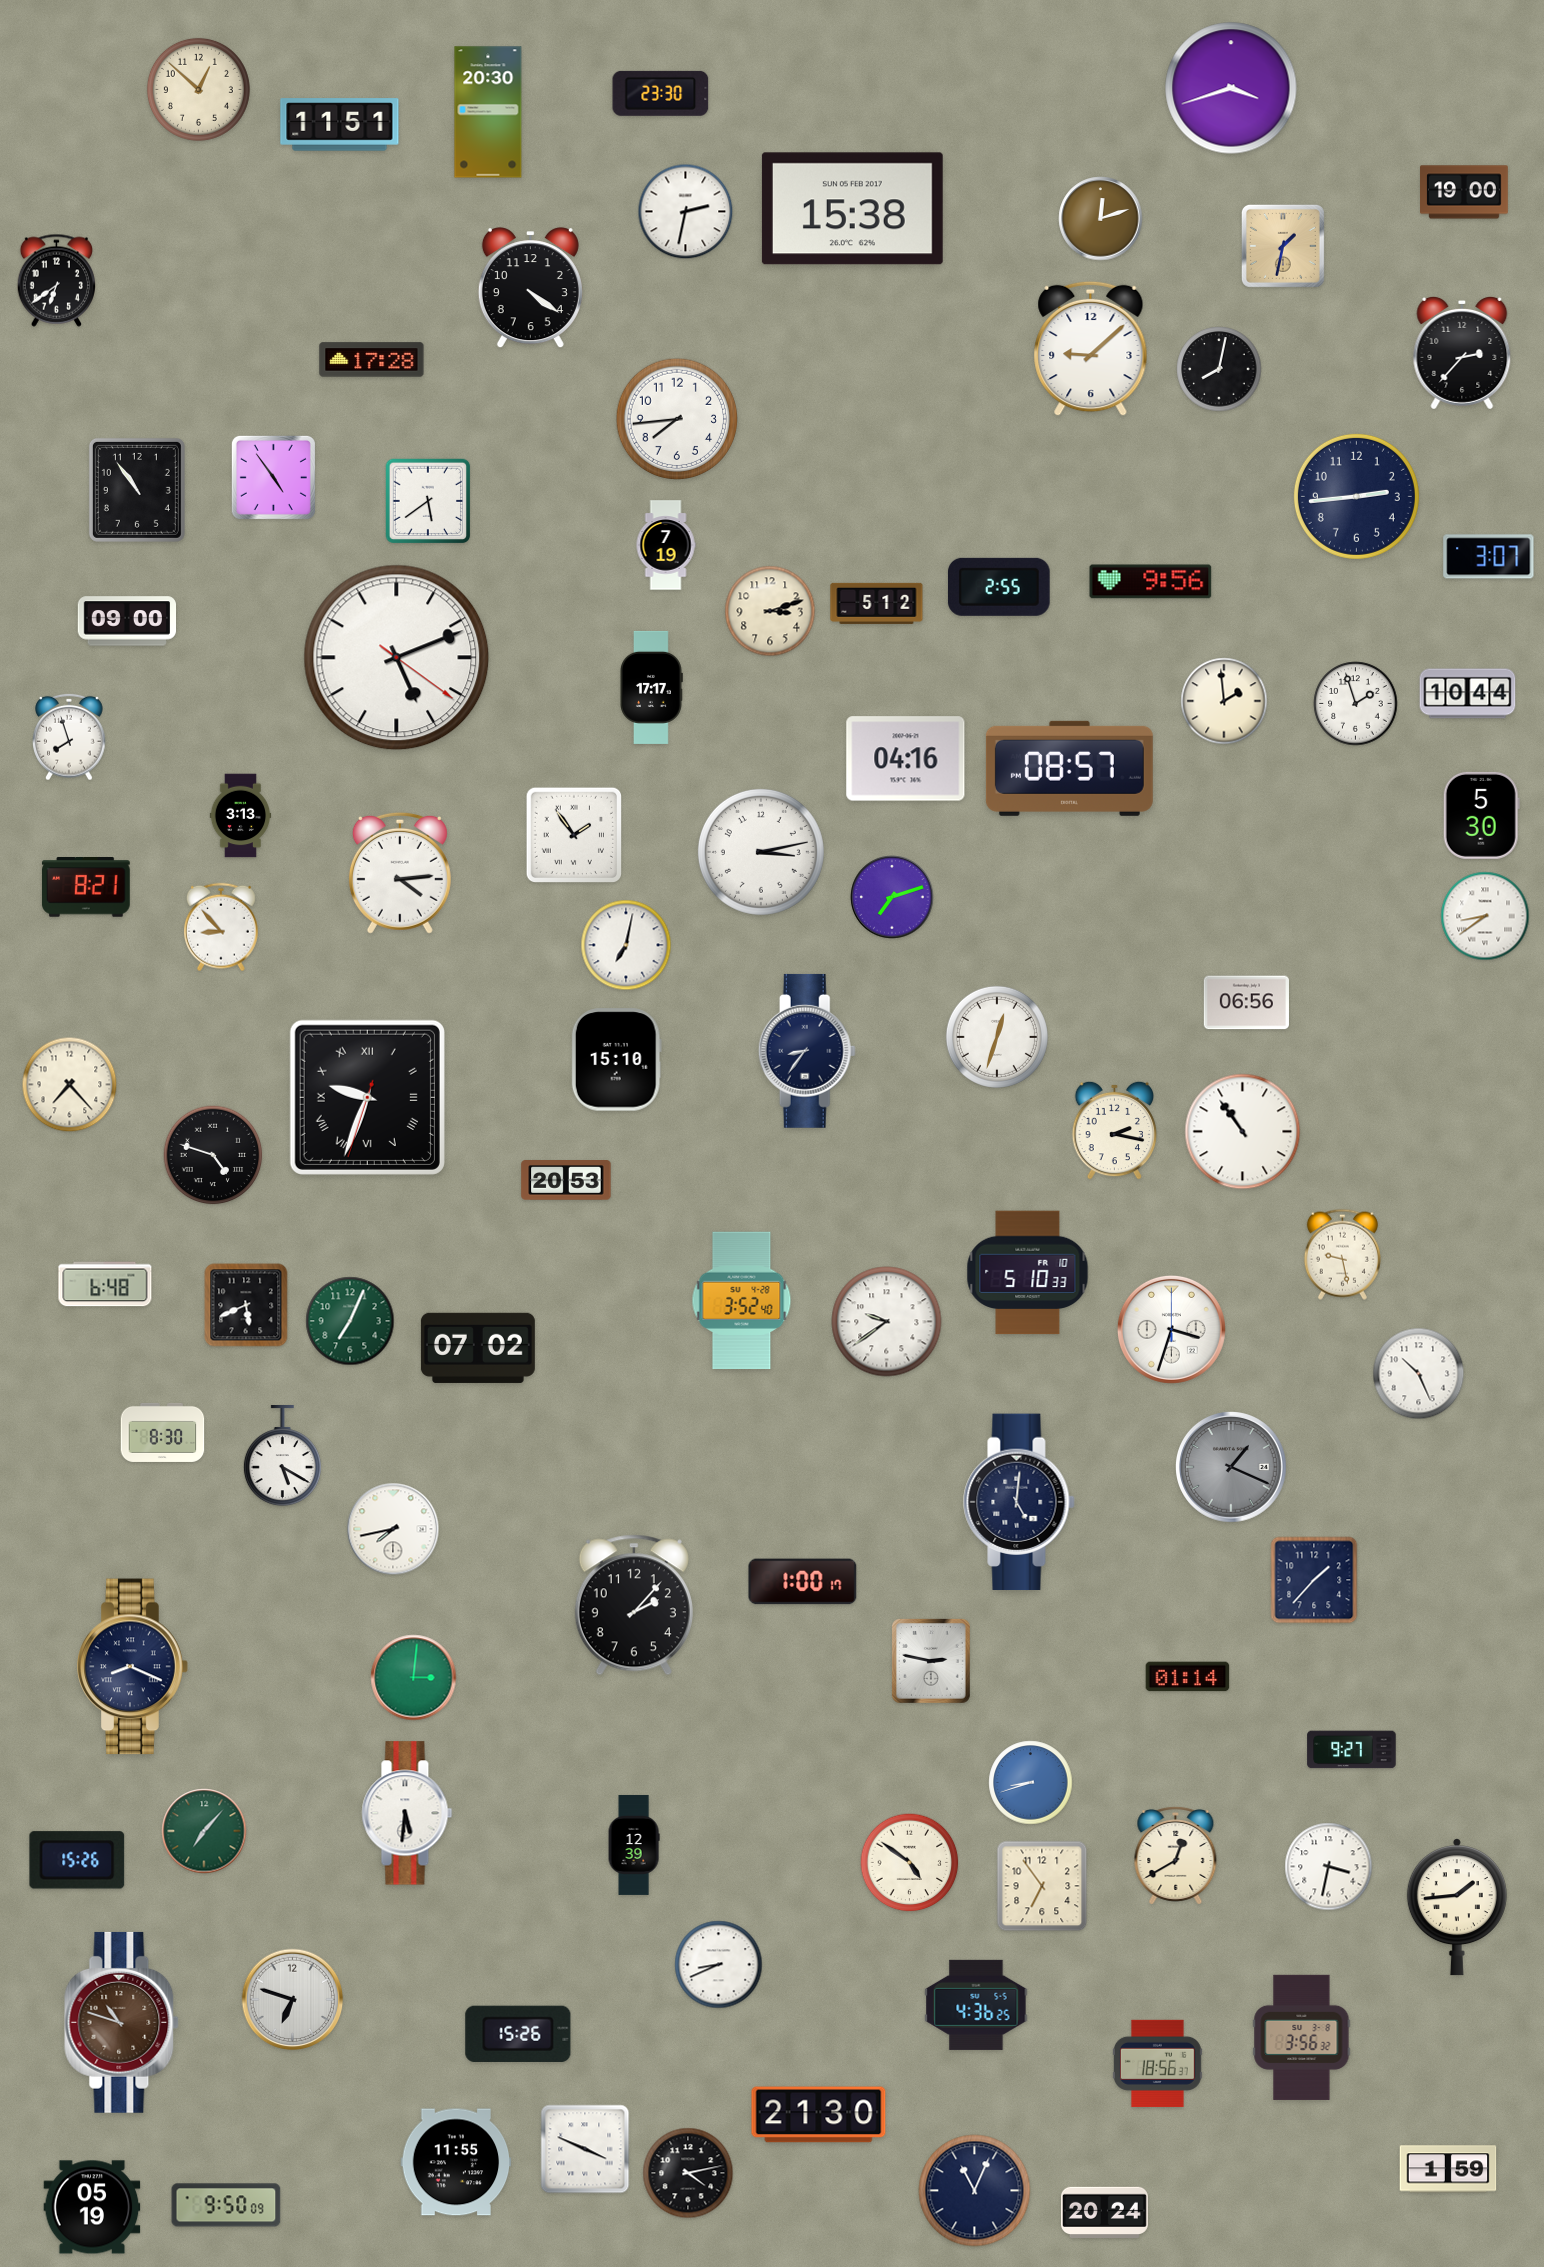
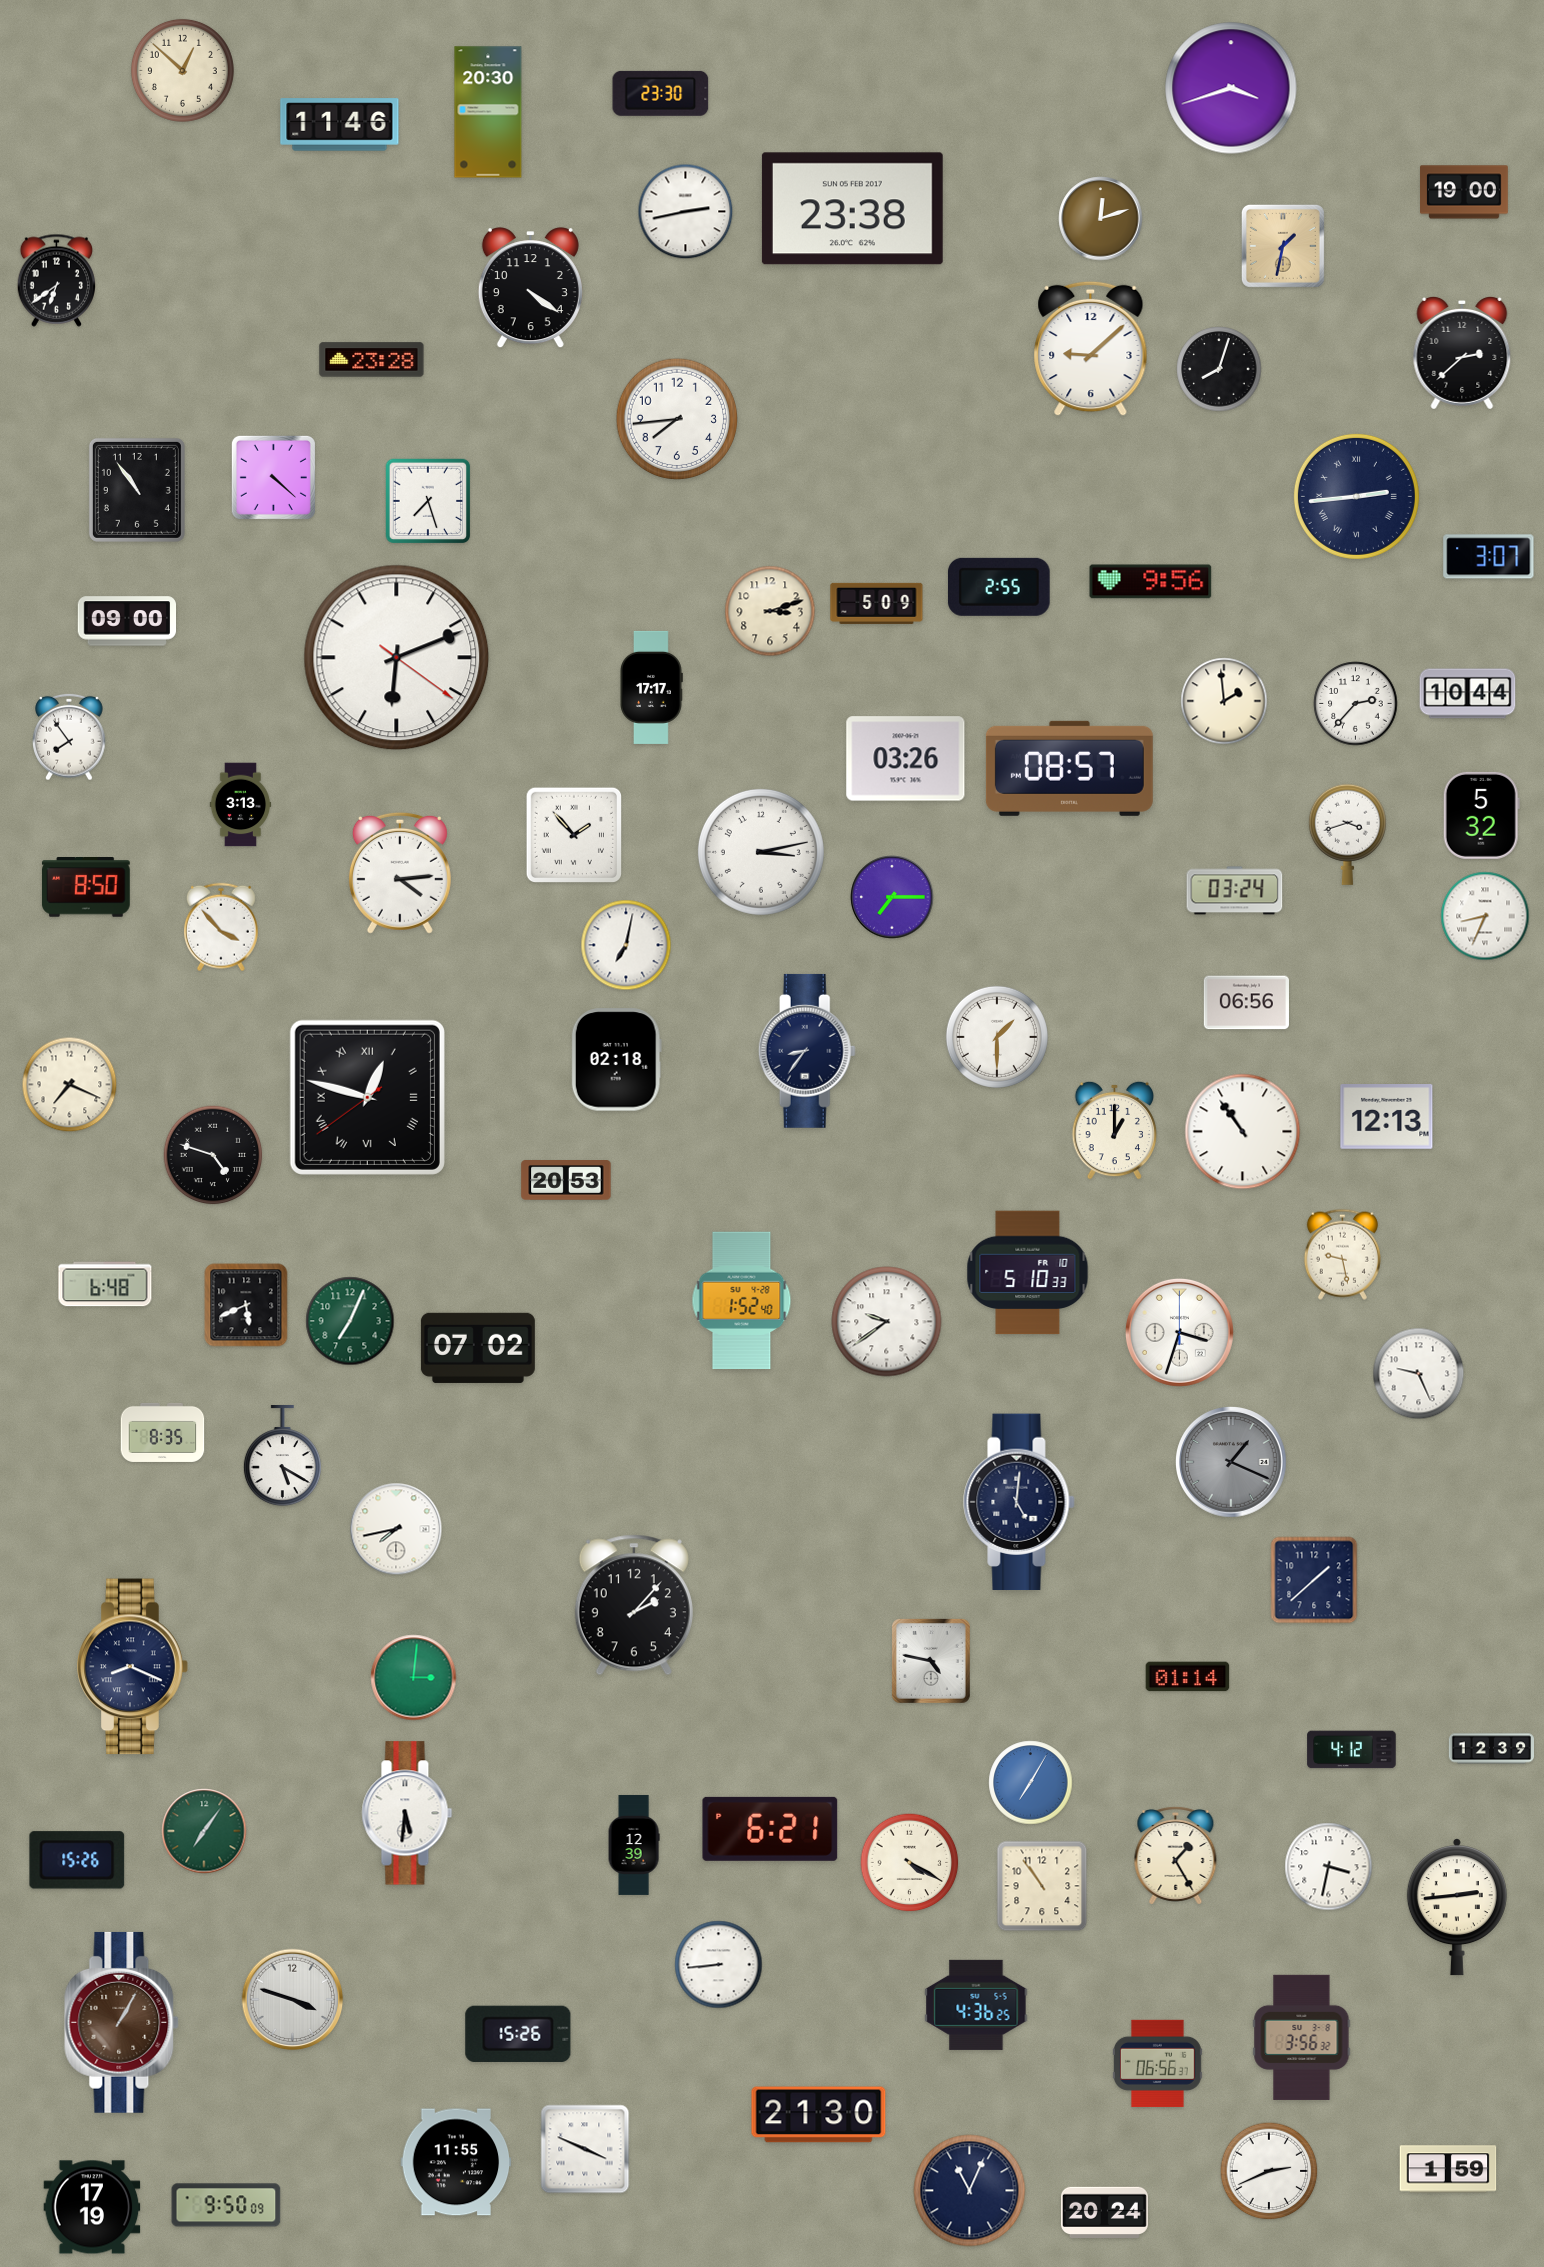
clock at (198, 89) position: (198, 89) -> (182, 70)
clock at (340, 125): 11:51 -> 11:46
clock at (852, 209): 15:38 -> 23:38
clock at (686, 212): 2:32 -> 2:43
clock at (1462, 353): 2:37 -> 2:38
clock at (372, 360): 17:28 -> 23:28
clock at (1219, 369): 8:02 -> 8:03
clock at (273, 477): 4:54 -> 4:22
clock at (1356, 496) numerals: Arabic -> Roman
clock at (428, 501): 5:39 -> 7:27
clock at (666, 545): 7:19 -> none
clock at (877, 603): 5:12 -> 5:09
clock at (397, 658): 5:11 -> 6:11
clock at (1356, 704): 1:57 -> 2:37
clock at (69, 737): 7:57 -> 7:54
clock at (906, 759): 04:16 -> 03:26
clock at (1481, 815): 5:30 -> 5:32
clock at (241, 816) position: (241, 816) -> (241, 805)
clock at (573, 834): 1:54 -> 1:53
clock at (1347, 834): none -> 3:42
clock at (86, 887): 8:21 -> 8:50
clock at (1235, 891): none -> 03:24
clock at (892, 897): 7:12 -> 7:15
clock at (1485, 916): 8:39 -> 8:34
clock at (221, 927): 8:53 -> 3:53
clock at (997, 1037): 12:33 -> 1:30
clock at (616, 1060): 15:10 -> 02:18
clock at (70, 1085): 7:23 -> 7:19
clock at (367, 1097): 9:33 -> 12:47
clock at (1387, 1117): none -> 12:13
clock at (1115, 1130): 2:17 -> 1:00
clock at (742, 1301): 3:52 -> 1:52
clock at (1171, 1329) position: (1171, 1329) -> (1179, 1332)
clock at (1419, 1374): 10:26 -> 9:26
clock at (163, 1432): 8:30 -> 8:35
clock at (1232, 1468) position: (1232, 1468) -> (1232, 1463)
clock at (393, 1529) position: (393, 1529) -> (396, 1529)
clock at (1314, 1580): 1:37 -> 1:38
clock at (803, 1582): 1:00 -> none
clock at (931, 1661): 2:47 -> 4:47
clock at (1491, 1749): none -> 12:39
clock at (1352, 1750): 9:27 -> 4:12
clock at (1031, 1783): 8:42 -> 7:05
clock at (770, 1829): none -> 6:21
clock at (204, 1831): 7:07 -> 7:06
clock at (1176, 1855): 12:40 -> 1:25
clock at (910, 1863): 4:51 -> 4:20
clock at (1042, 1886): 6:54 -> 10:54
clock at (1457, 1907): 1:44 -> 2:44
clock at (719, 1965): 8:41 -> 8:44
clock at (293, 2000): 6:48 -> 3:48
clock at (122, 2022): 10:48 -> 1:05
clock at (1157, 2063): 18:56 -> 06:56
clock at (1269, 2171): none -> 2:41
clock at (688, 2173): 4:13 -> none
clock at (975, 2191) position: (975, 2191) -> (970, 2191)
clock at (92, 2207): 05:19 -> 17:19
